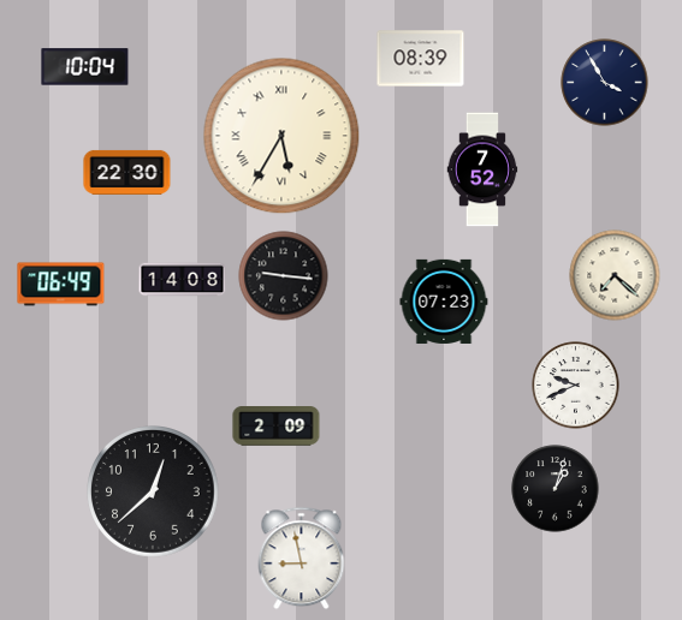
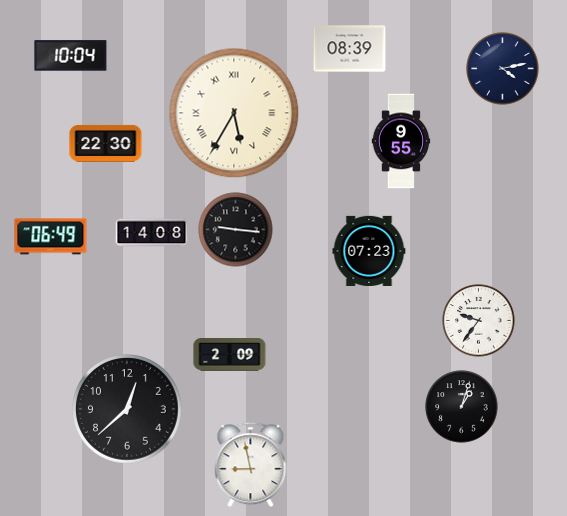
clock at (605, 83): 3:55 -> 4:13
clock at (482, 169): 7:52 -> 9:55
clock at (615, 275): 7:22 -> none
clock at (576, 386): 9:41 -> 9:36
